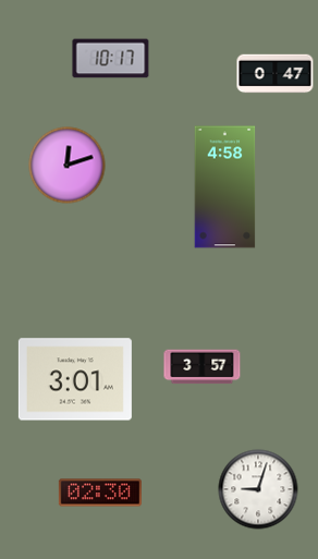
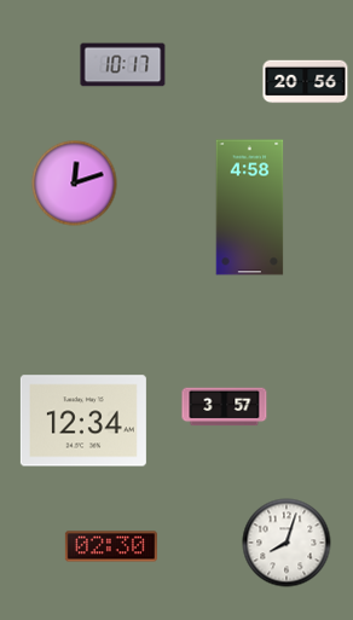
clock at (276, 74): 0:47 -> 20:56
clock at (75, 379): 3:01 -> 12:34
clock at (258, 489): 9:03 -> 8:03
